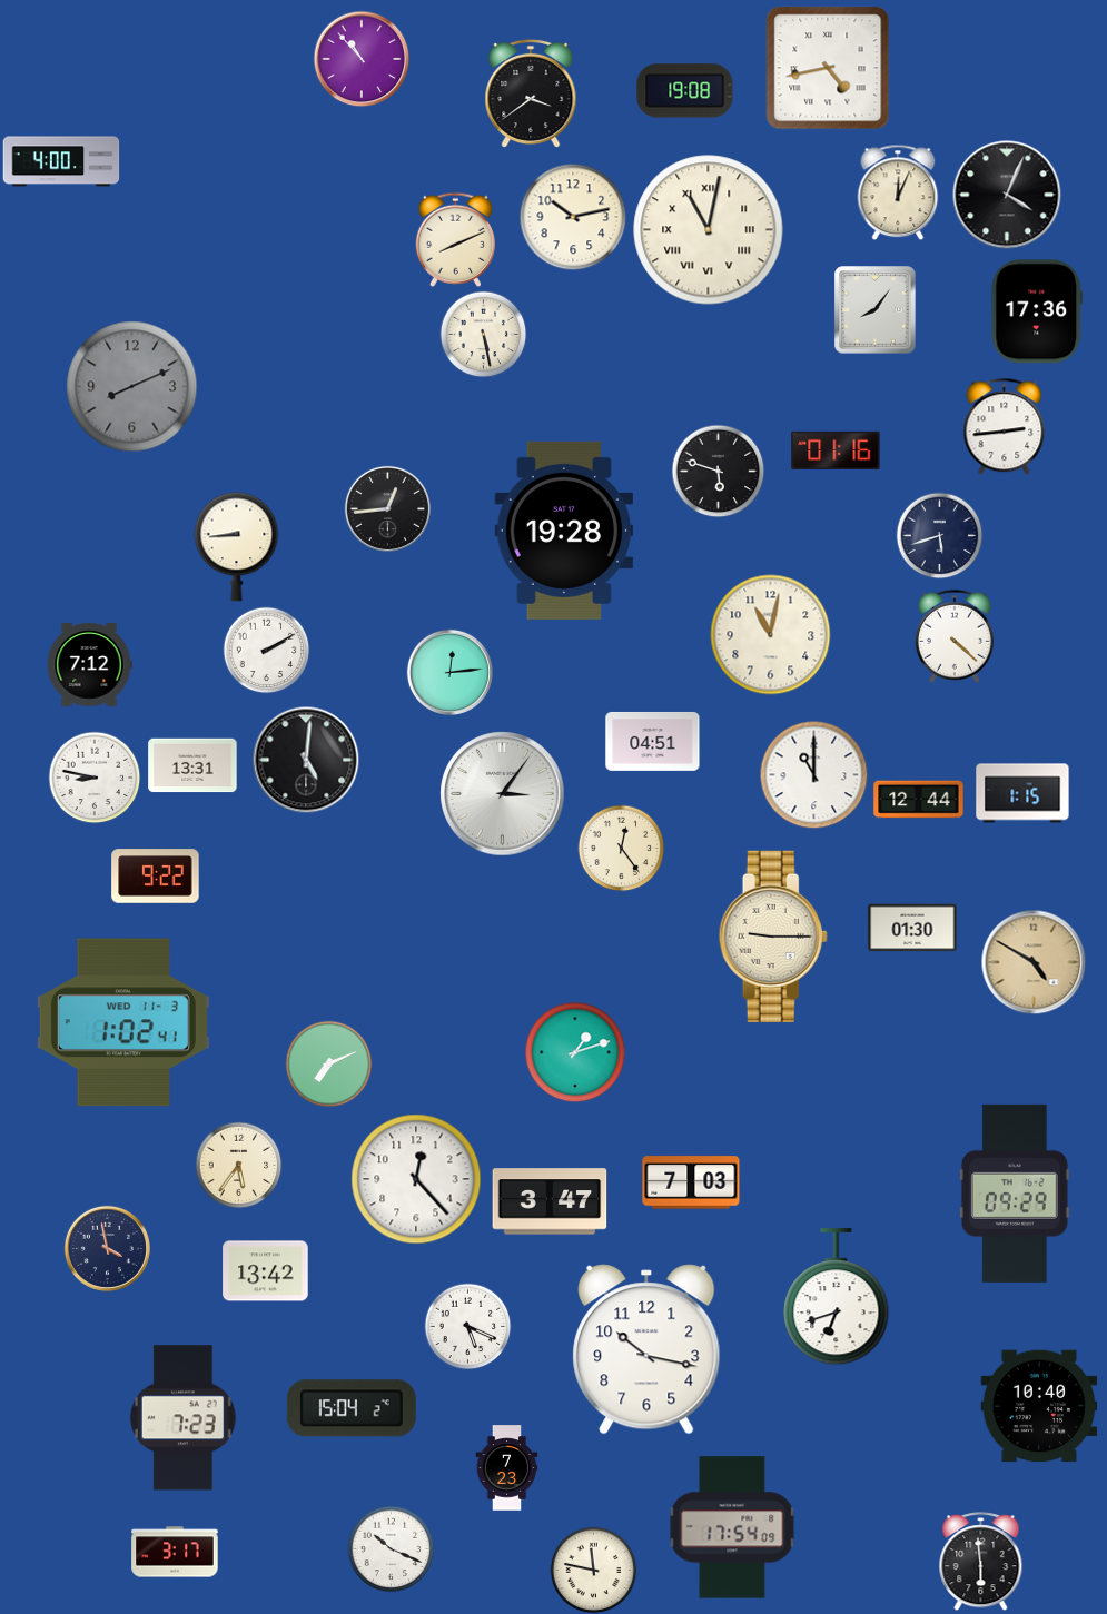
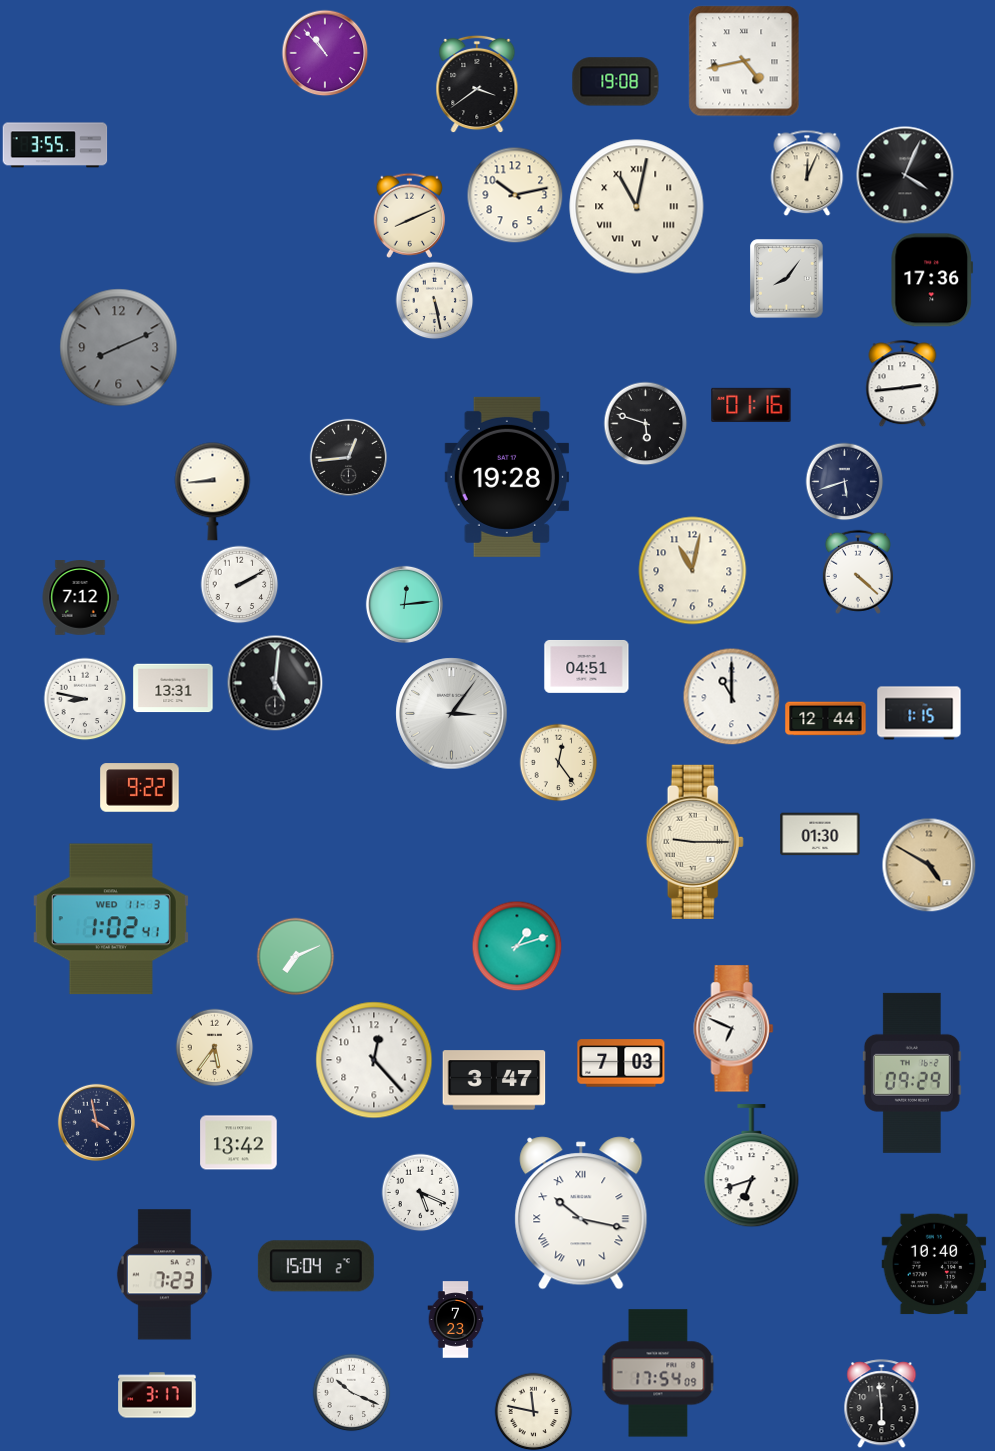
clock at (61, 161): 4:00 -> 3:55
clock at (734, 1029): none -> 6:49
clock at (646, 1349) numerals: Arabic -> Roman
